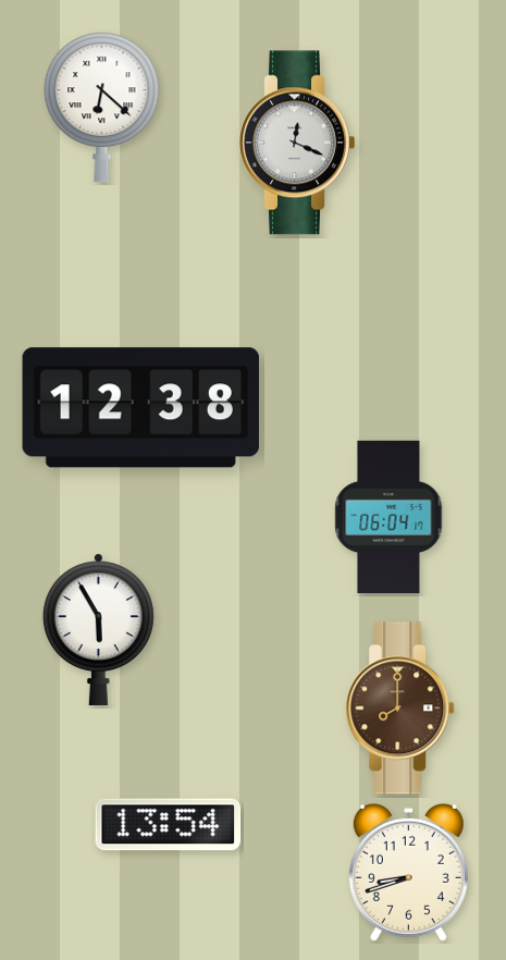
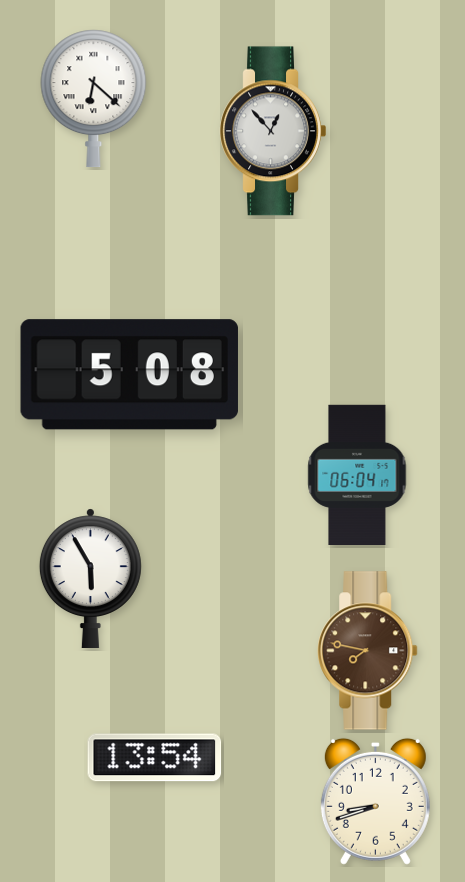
clock at (297, 143): 12:19 -> 12:53
clock at (140, 408): 12:38 -> 5:08
clock at (400, 709): 8:00 -> 7:47
